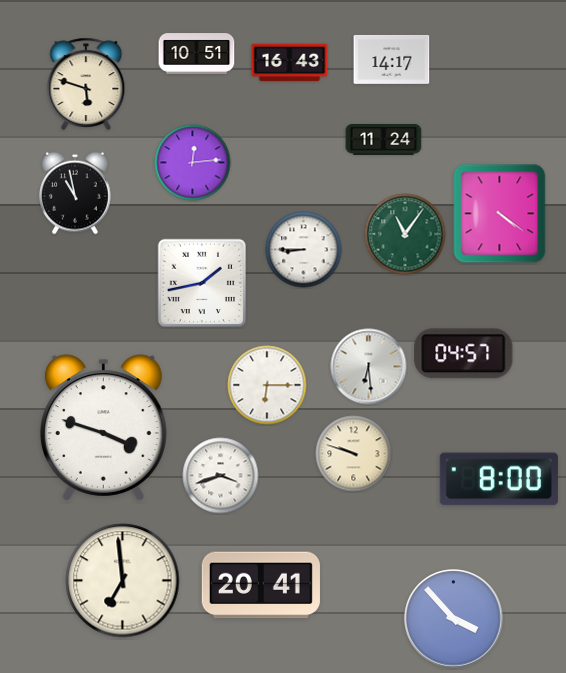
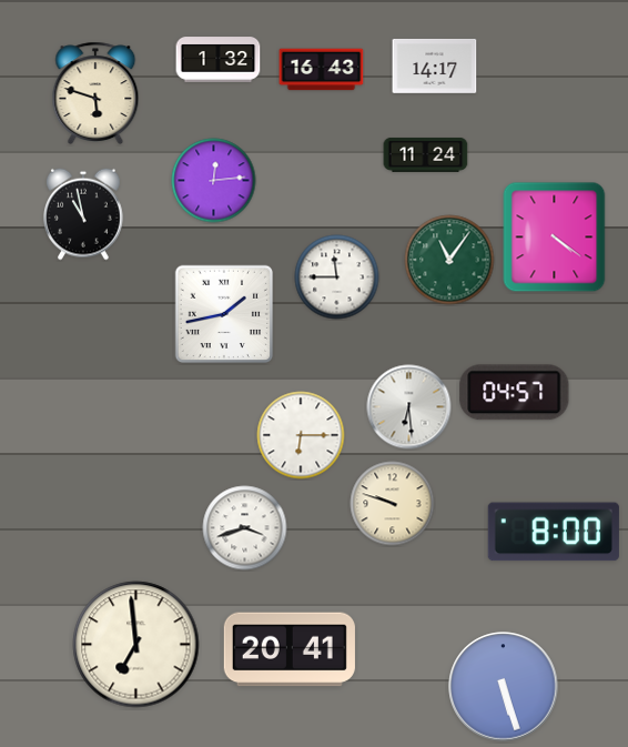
clock at (197, 54): 10:51 -> 1:32
clock at (304, 250): 8:45 -> 11:45
clock at (267, 385) position: (267, 385) -> (301, 435)
clock at (103, 428): 3:48 -> none
clock at (454, 619): 3:53 -> 5:27
